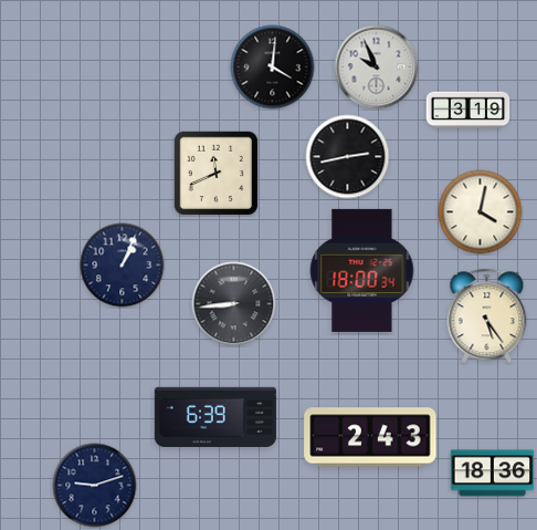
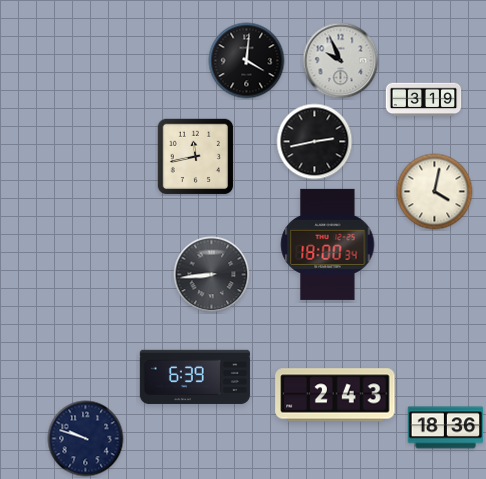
clock at (215, 173): 11:41 -> 11:43
clock at (123, 266): 1:04 -> none
clock at (487, 316): 5:24 -> none
clock at (95, 486): 9:12 -> 9:48
